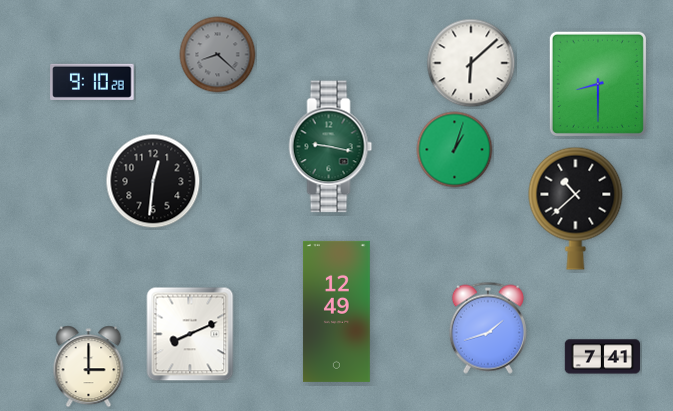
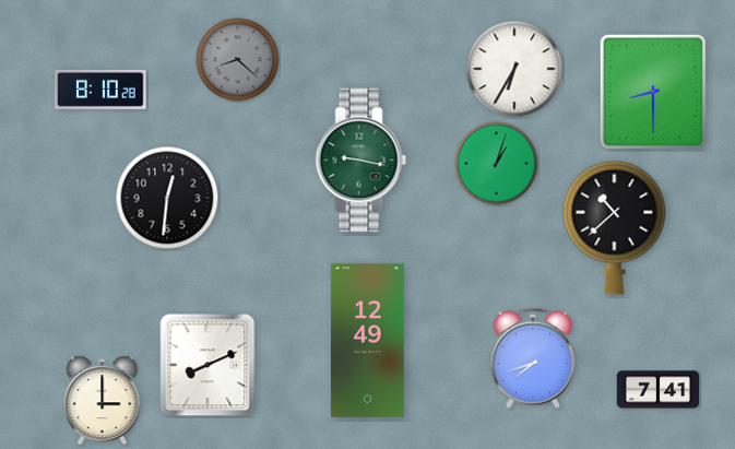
clock at (471, 63): 6:08 -> 6:35
clock at (92, 82): 9:10 -> 8:10
clock at (576, 208) position: (576, 208) -> (615, 227)
clock at (488, 328): 1:42 -> 7:42
clock at (89, 367) position: (89, 367) -> (103, 401)
